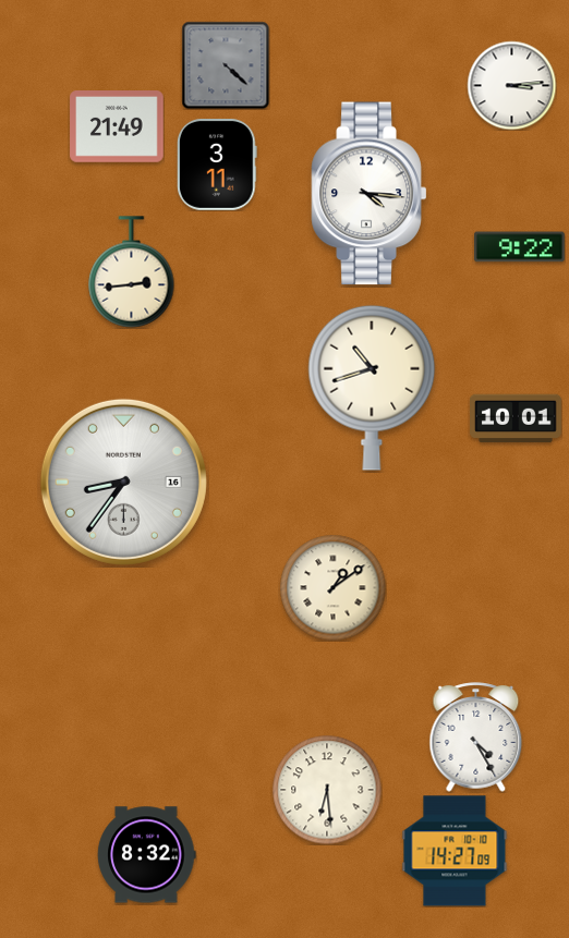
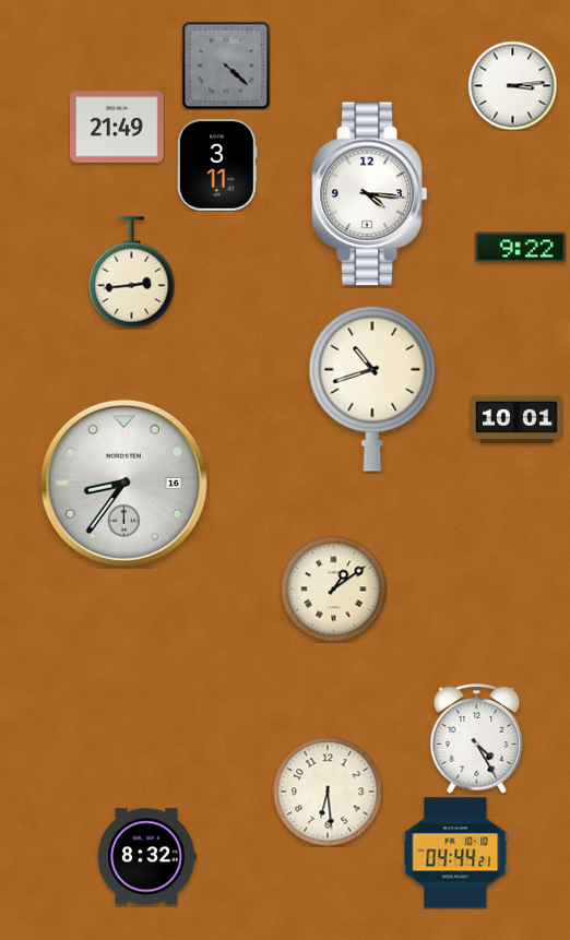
clock at (455, 851): 14:27 -> 04:44
